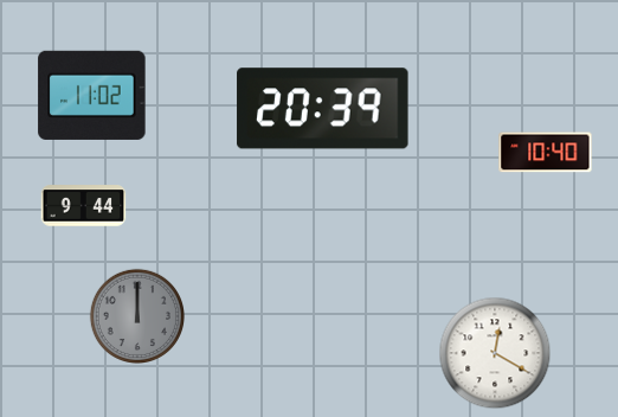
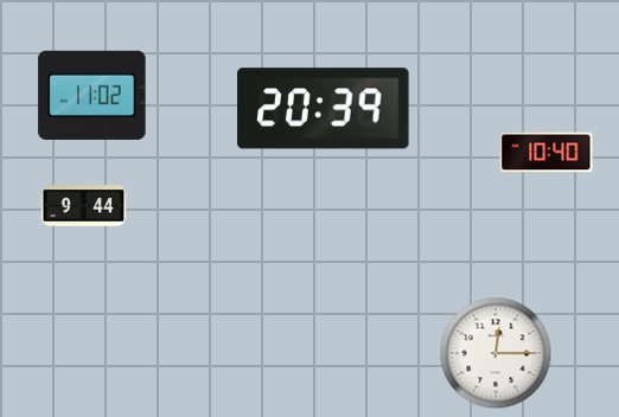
clock at (136, 315): 12:00 -> none
clock at (495, 353): 12:20 -> 12:15
